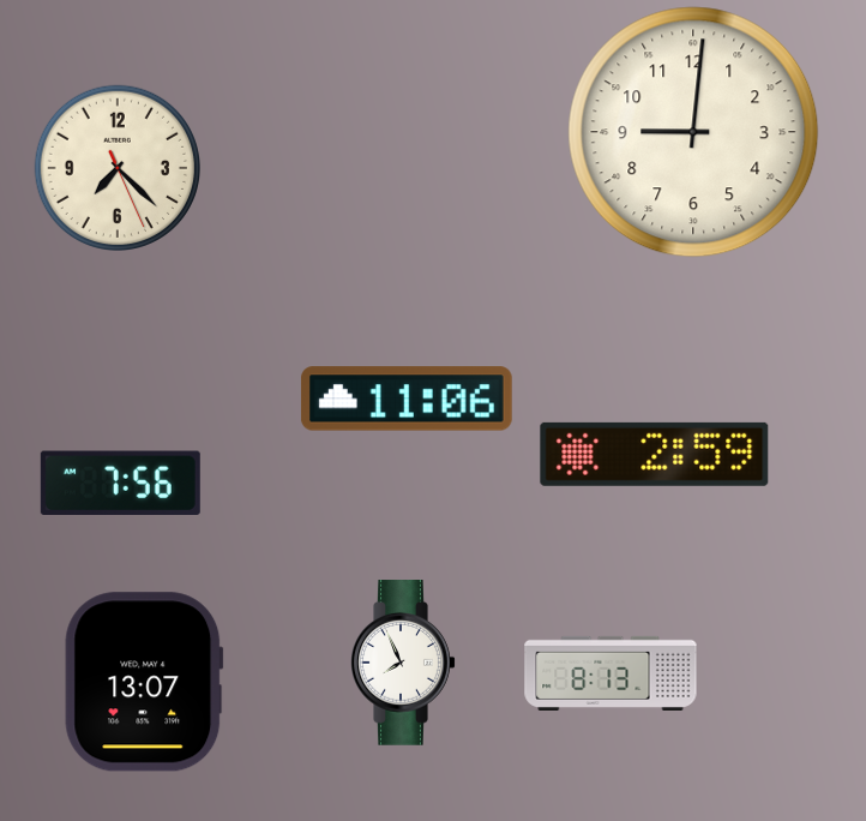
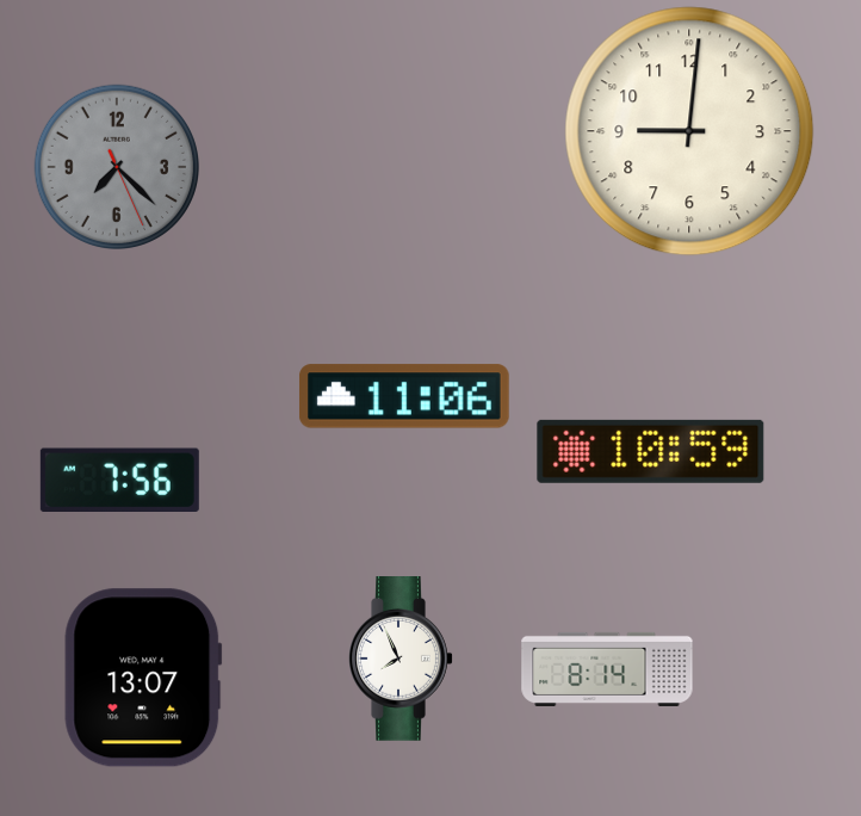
clock at (116, 167) dial: cream -> grey
clock at (655, 454): 2:59 -> 10:59
clock at (611, 673): 8:13 -> 8:14
